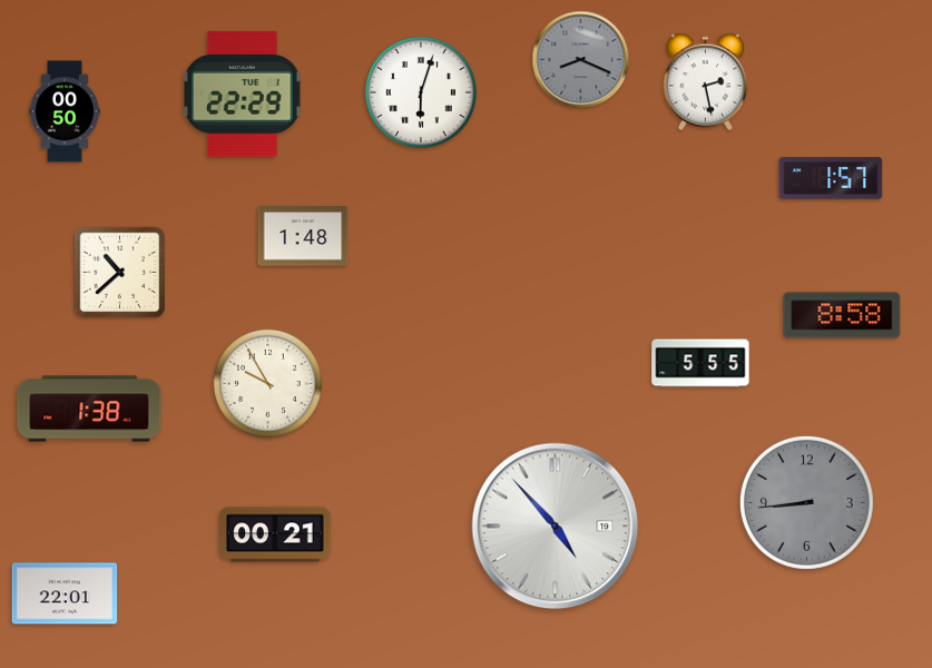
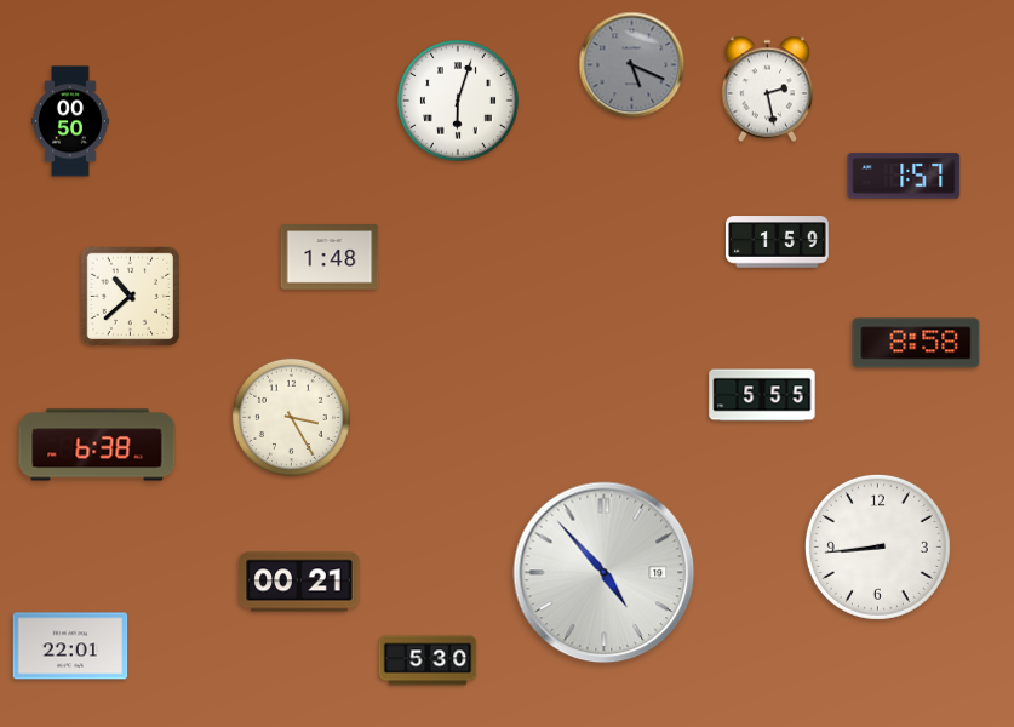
clock at (581, 60): 8:19 -> 5:19
clock at (242, 95): 22:29 -> none
clock at (831, 178) position: (831, 178) -> (904, 176)
clock at (778, 242): none -> 1:59
clock at (267, 383): 9:55 -> 3:25
clock at (89, 409): 1:38 -> 6:38
clock at (806, 502) dial: grey -> white
clock at (428, 660): none -> 5:30
